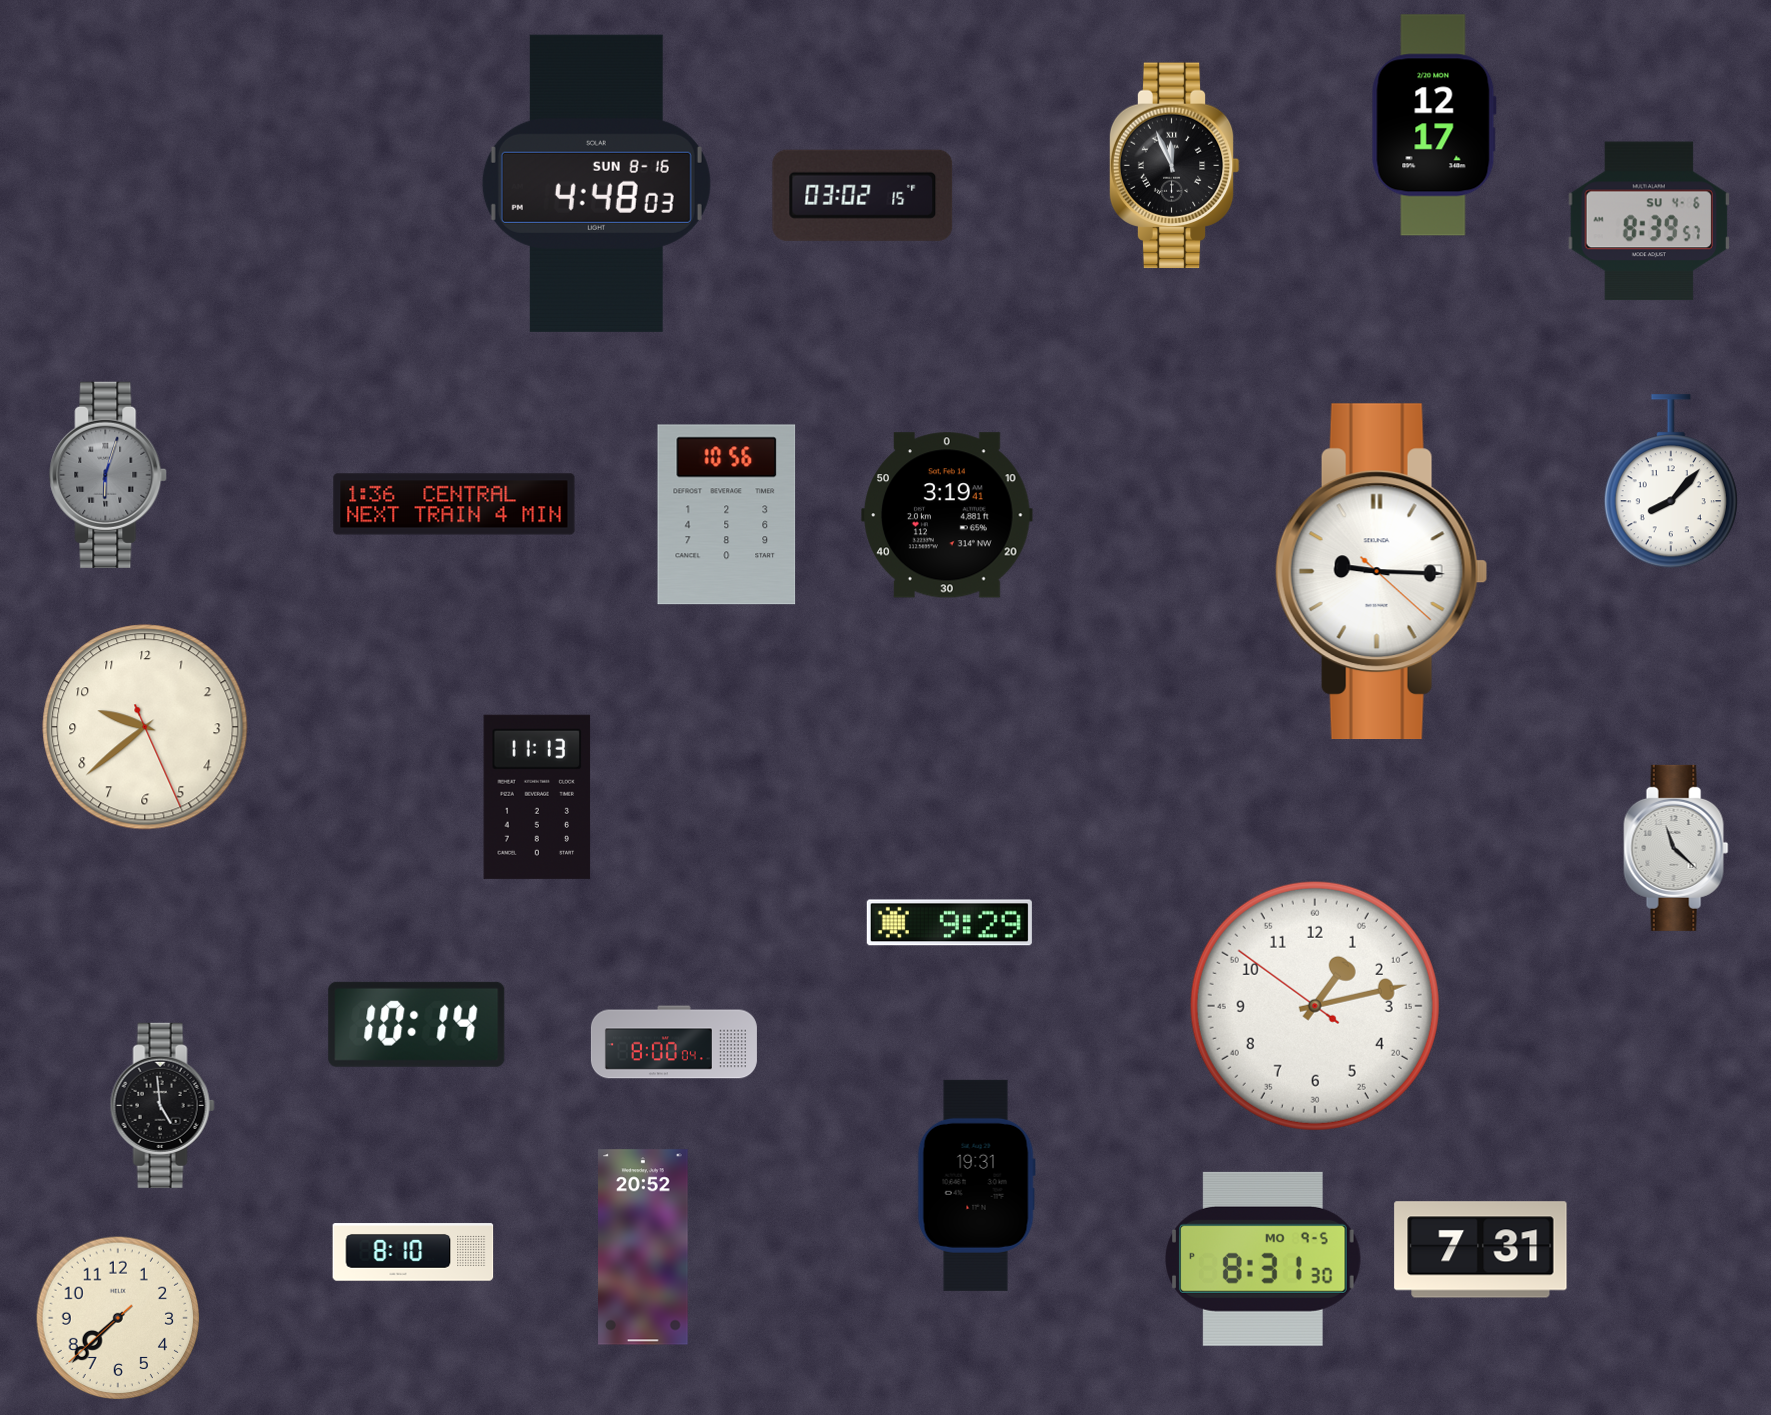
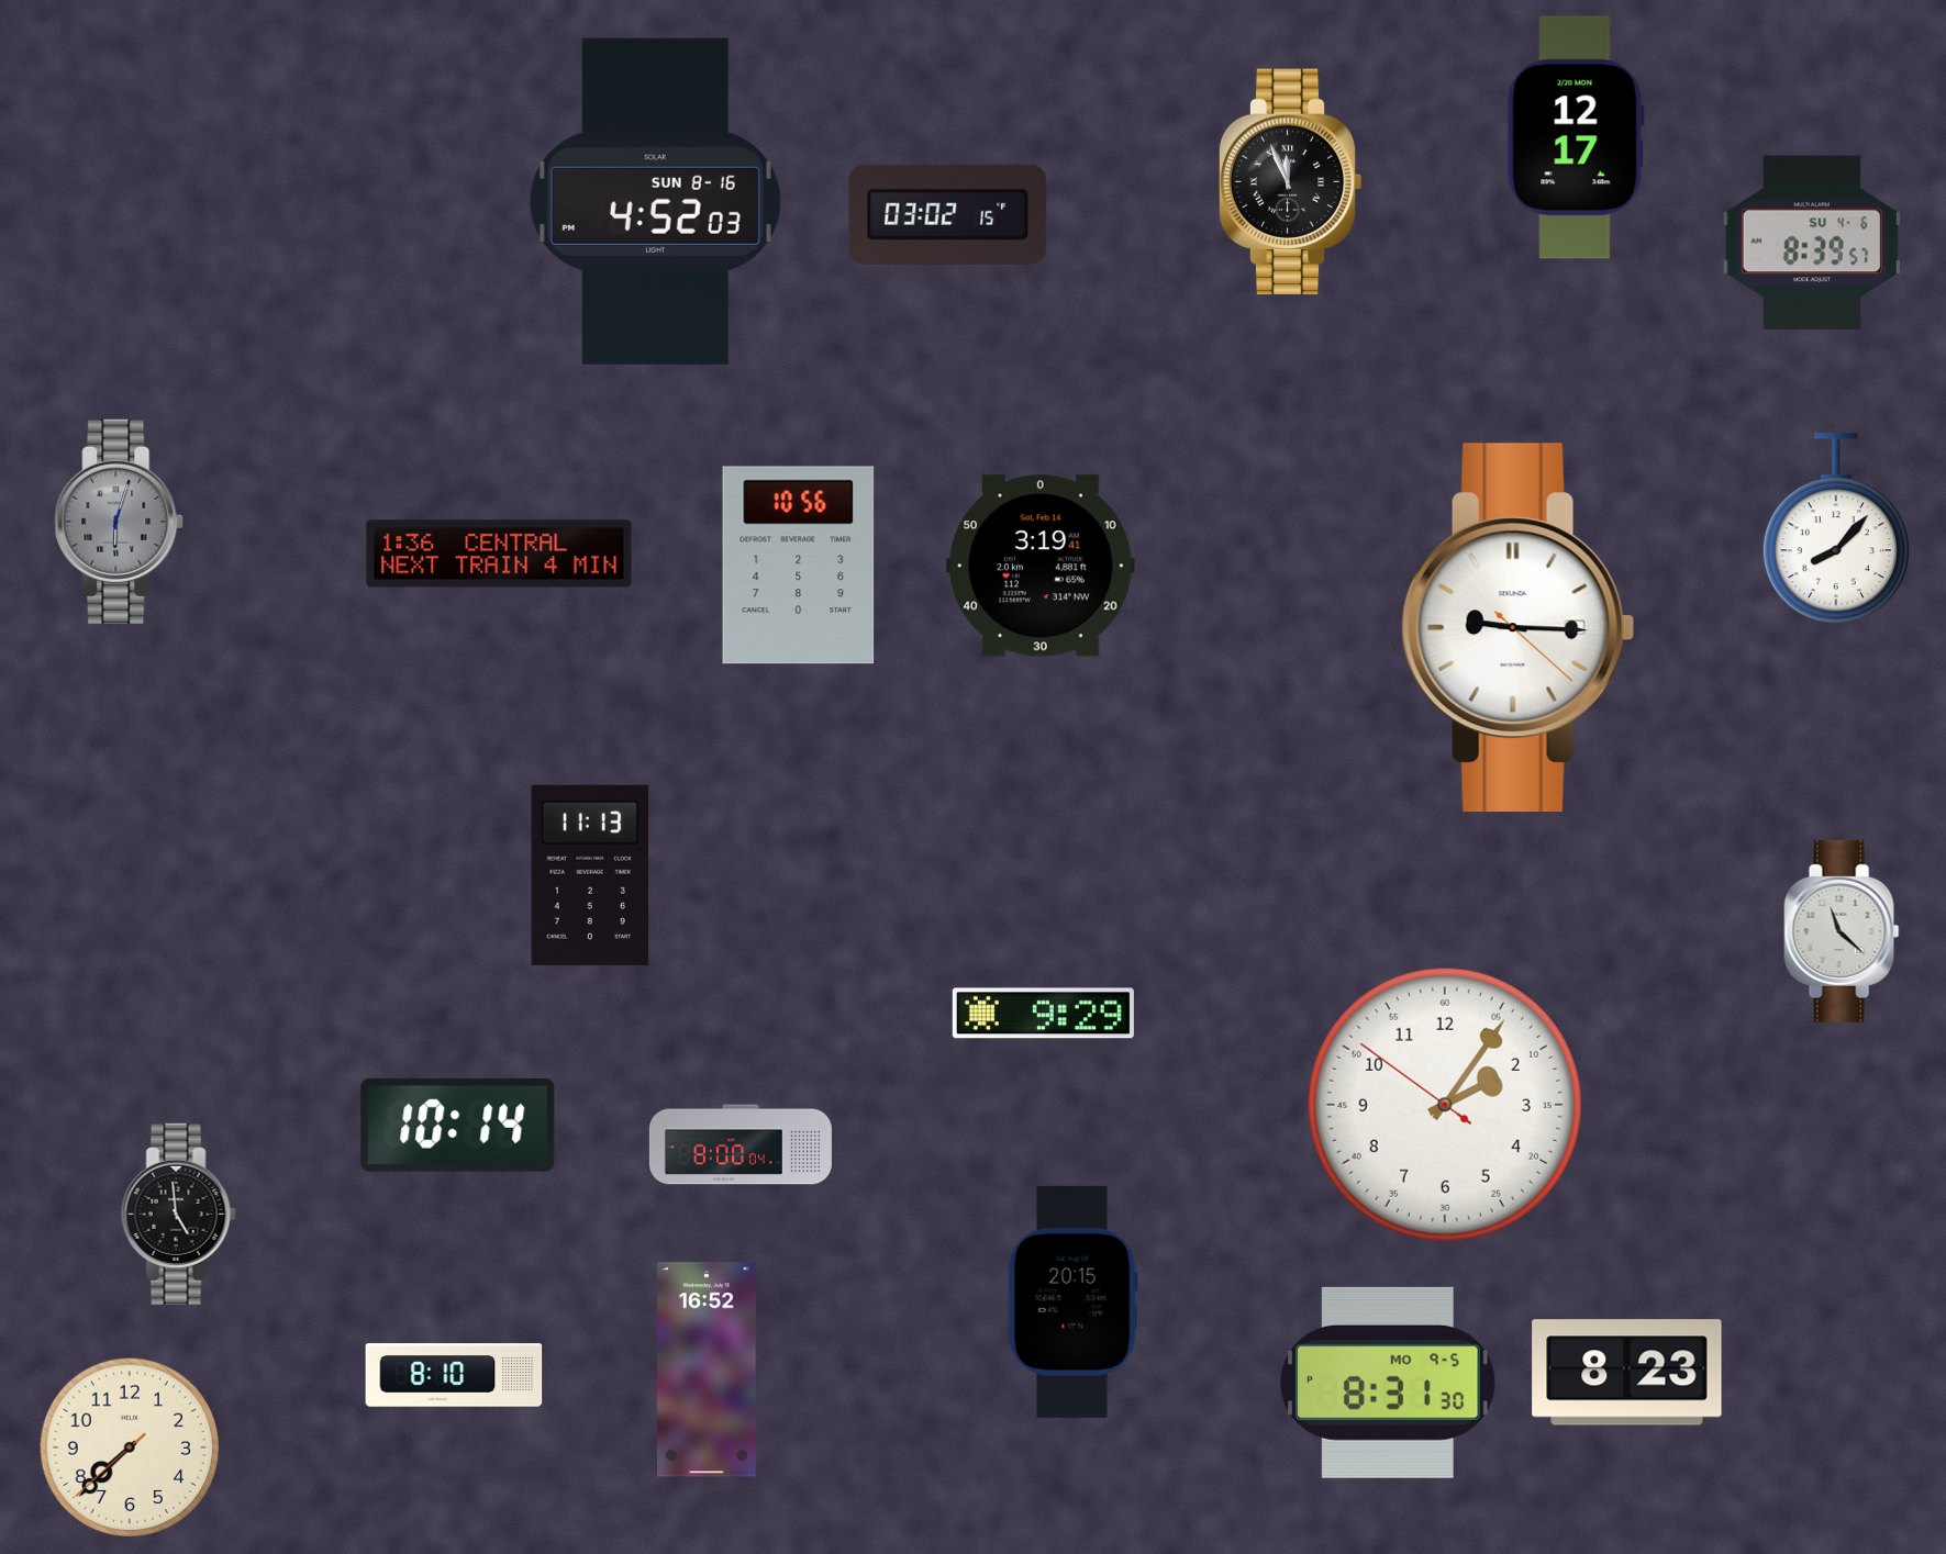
clock at (596, 183): 4:48 -> 4:52
clock at (145, 727): 9:38 -> none
clock at (1315, 1006): 1:12 -> 2:05
clock at (976, 1185): 19:31 -> 20:15
clock at (643, 1247): 20:52 -> 16:52
clock at (1481, 1250): 7:31 -> 8:23
